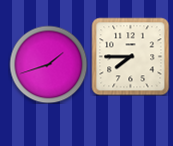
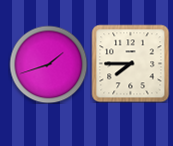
clock at (130, 56) position: (130, 56) -> (130, 63)
